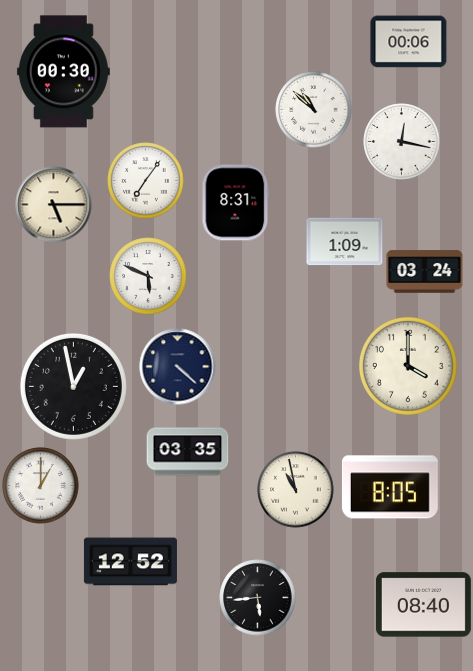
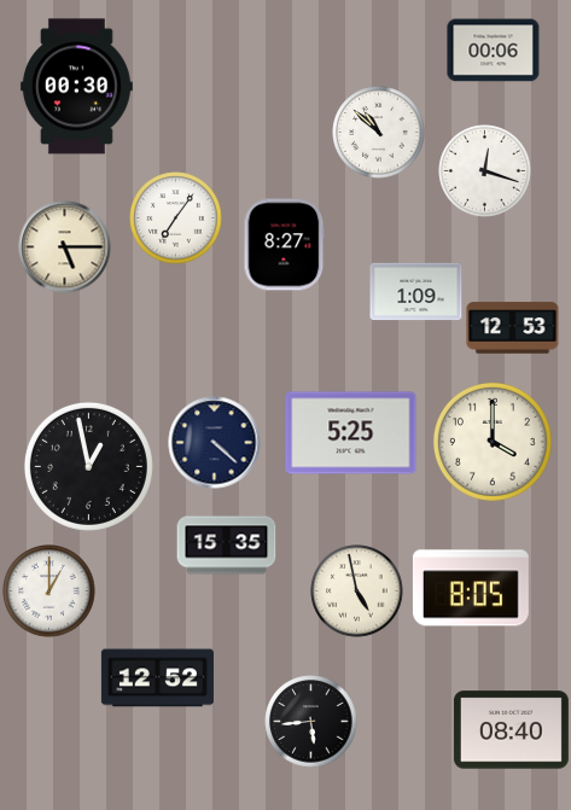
clock at (402, 142): 12:17 -> 12:18
clock at (236, 203): 8:31 -> 8:27
clock at (425, 272): 03:24 -> 12:53
clock at (148, 276): 5:49 -> none
clock at (351, 433): none -> 5:25
clock at (188, 452): 03:35 -> 15:35
clock at (41, 486) position: (41, 486) -> (49, 592)
clock at (296, 490): 10:58 -> 4:58
